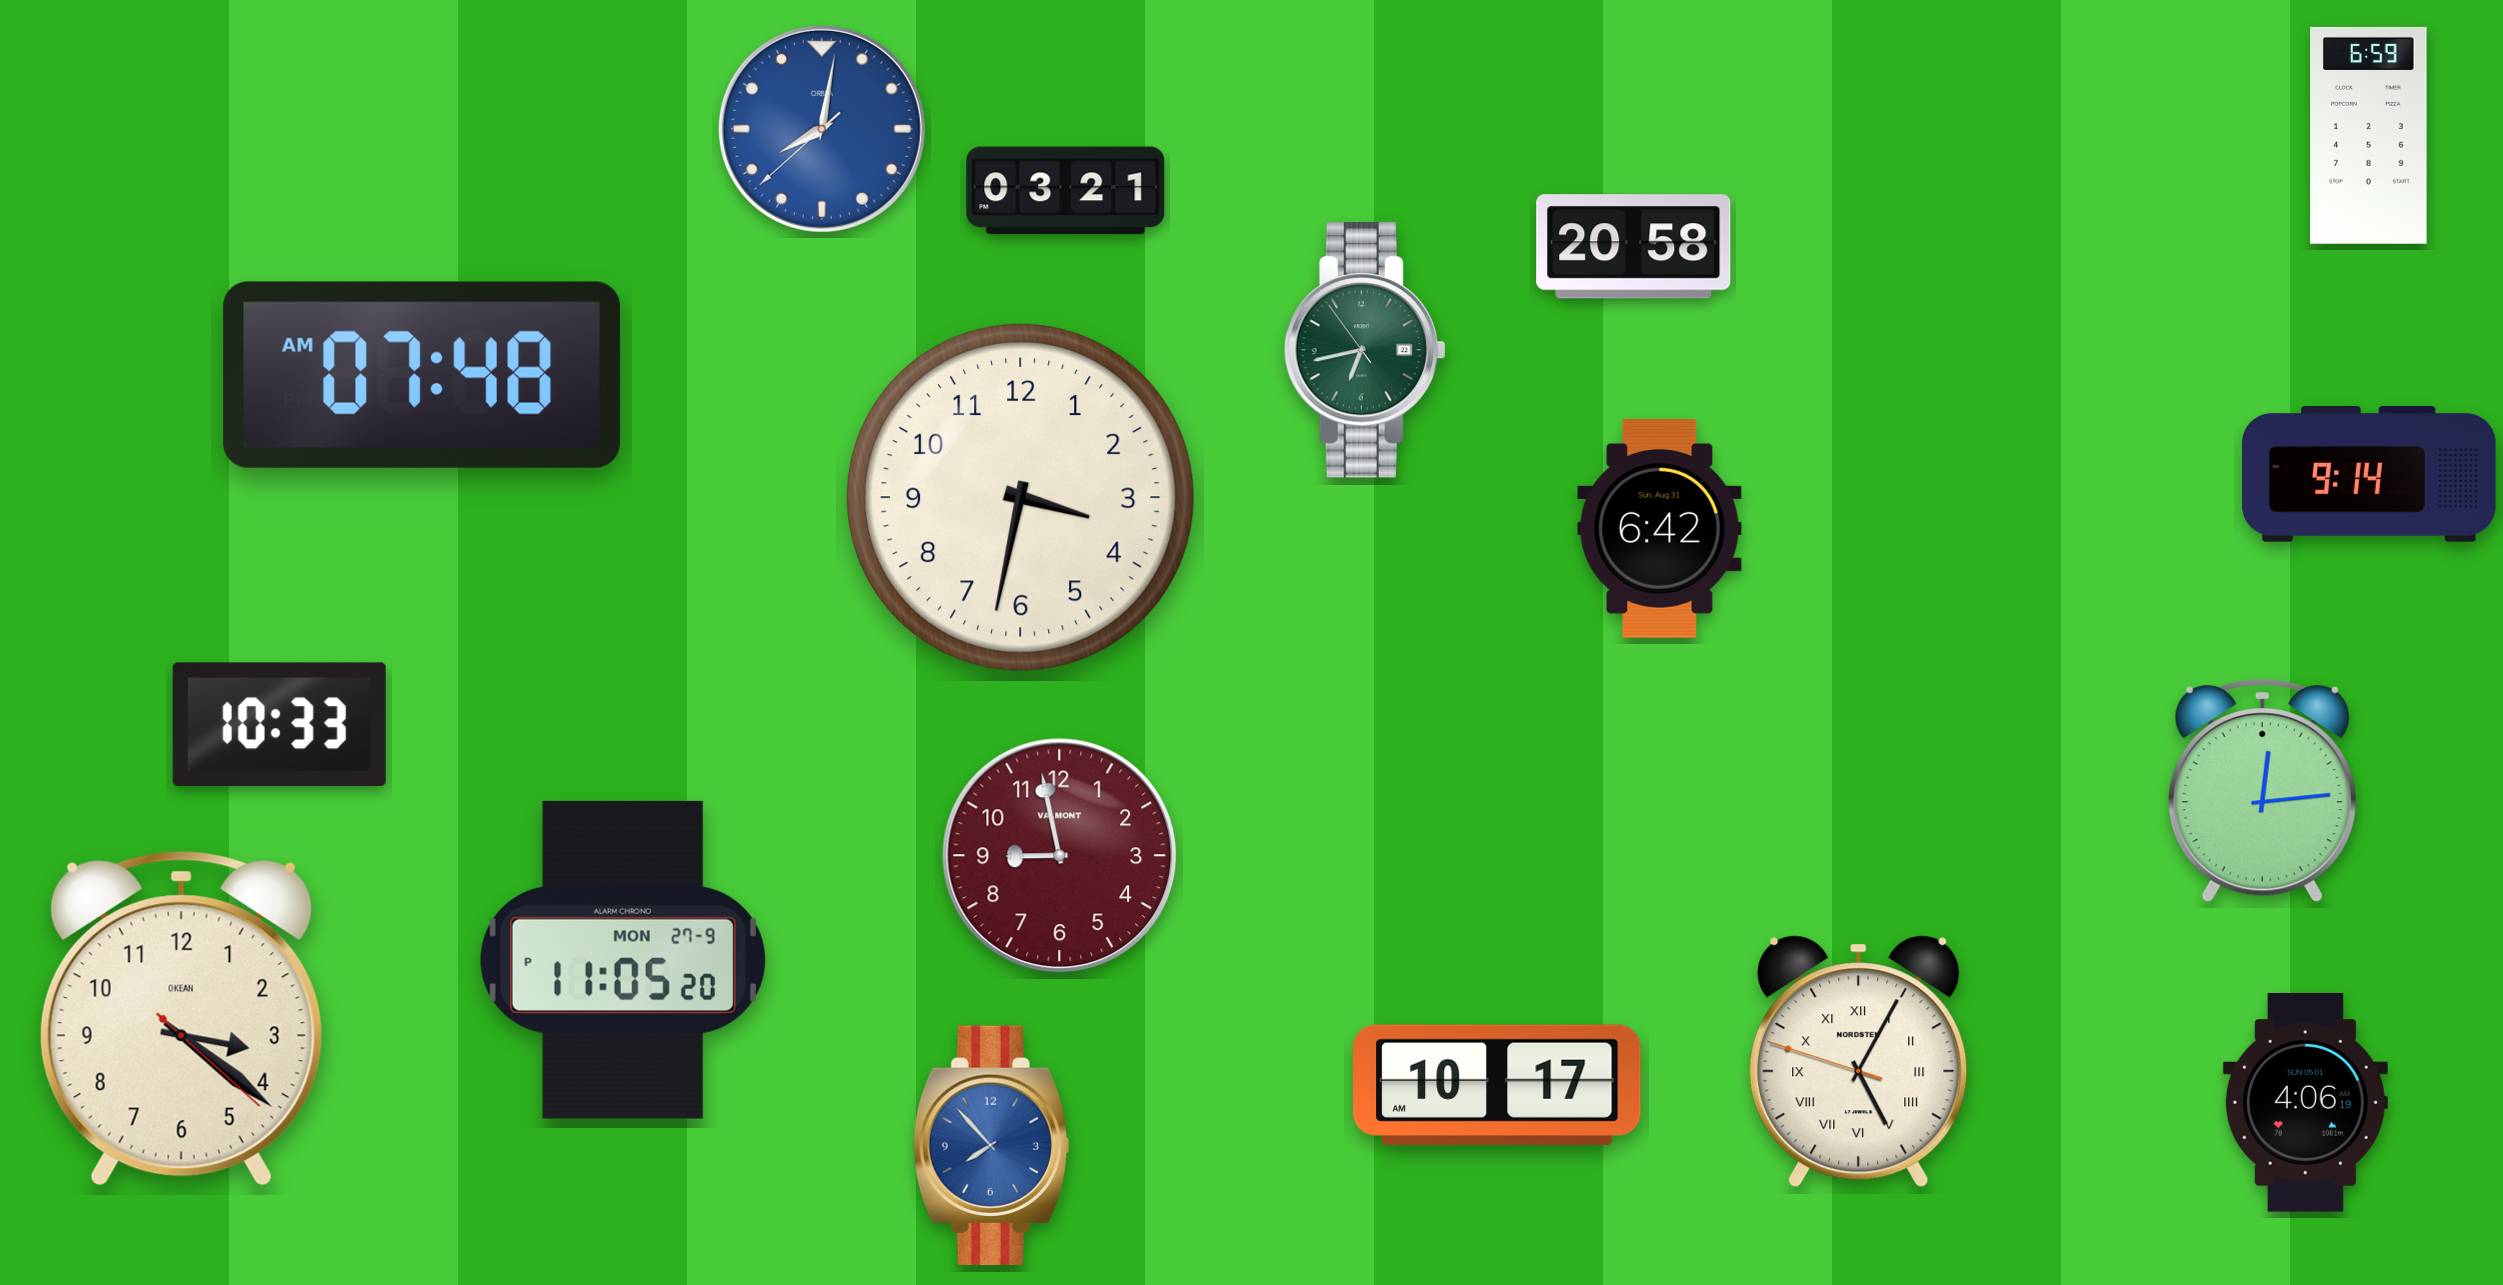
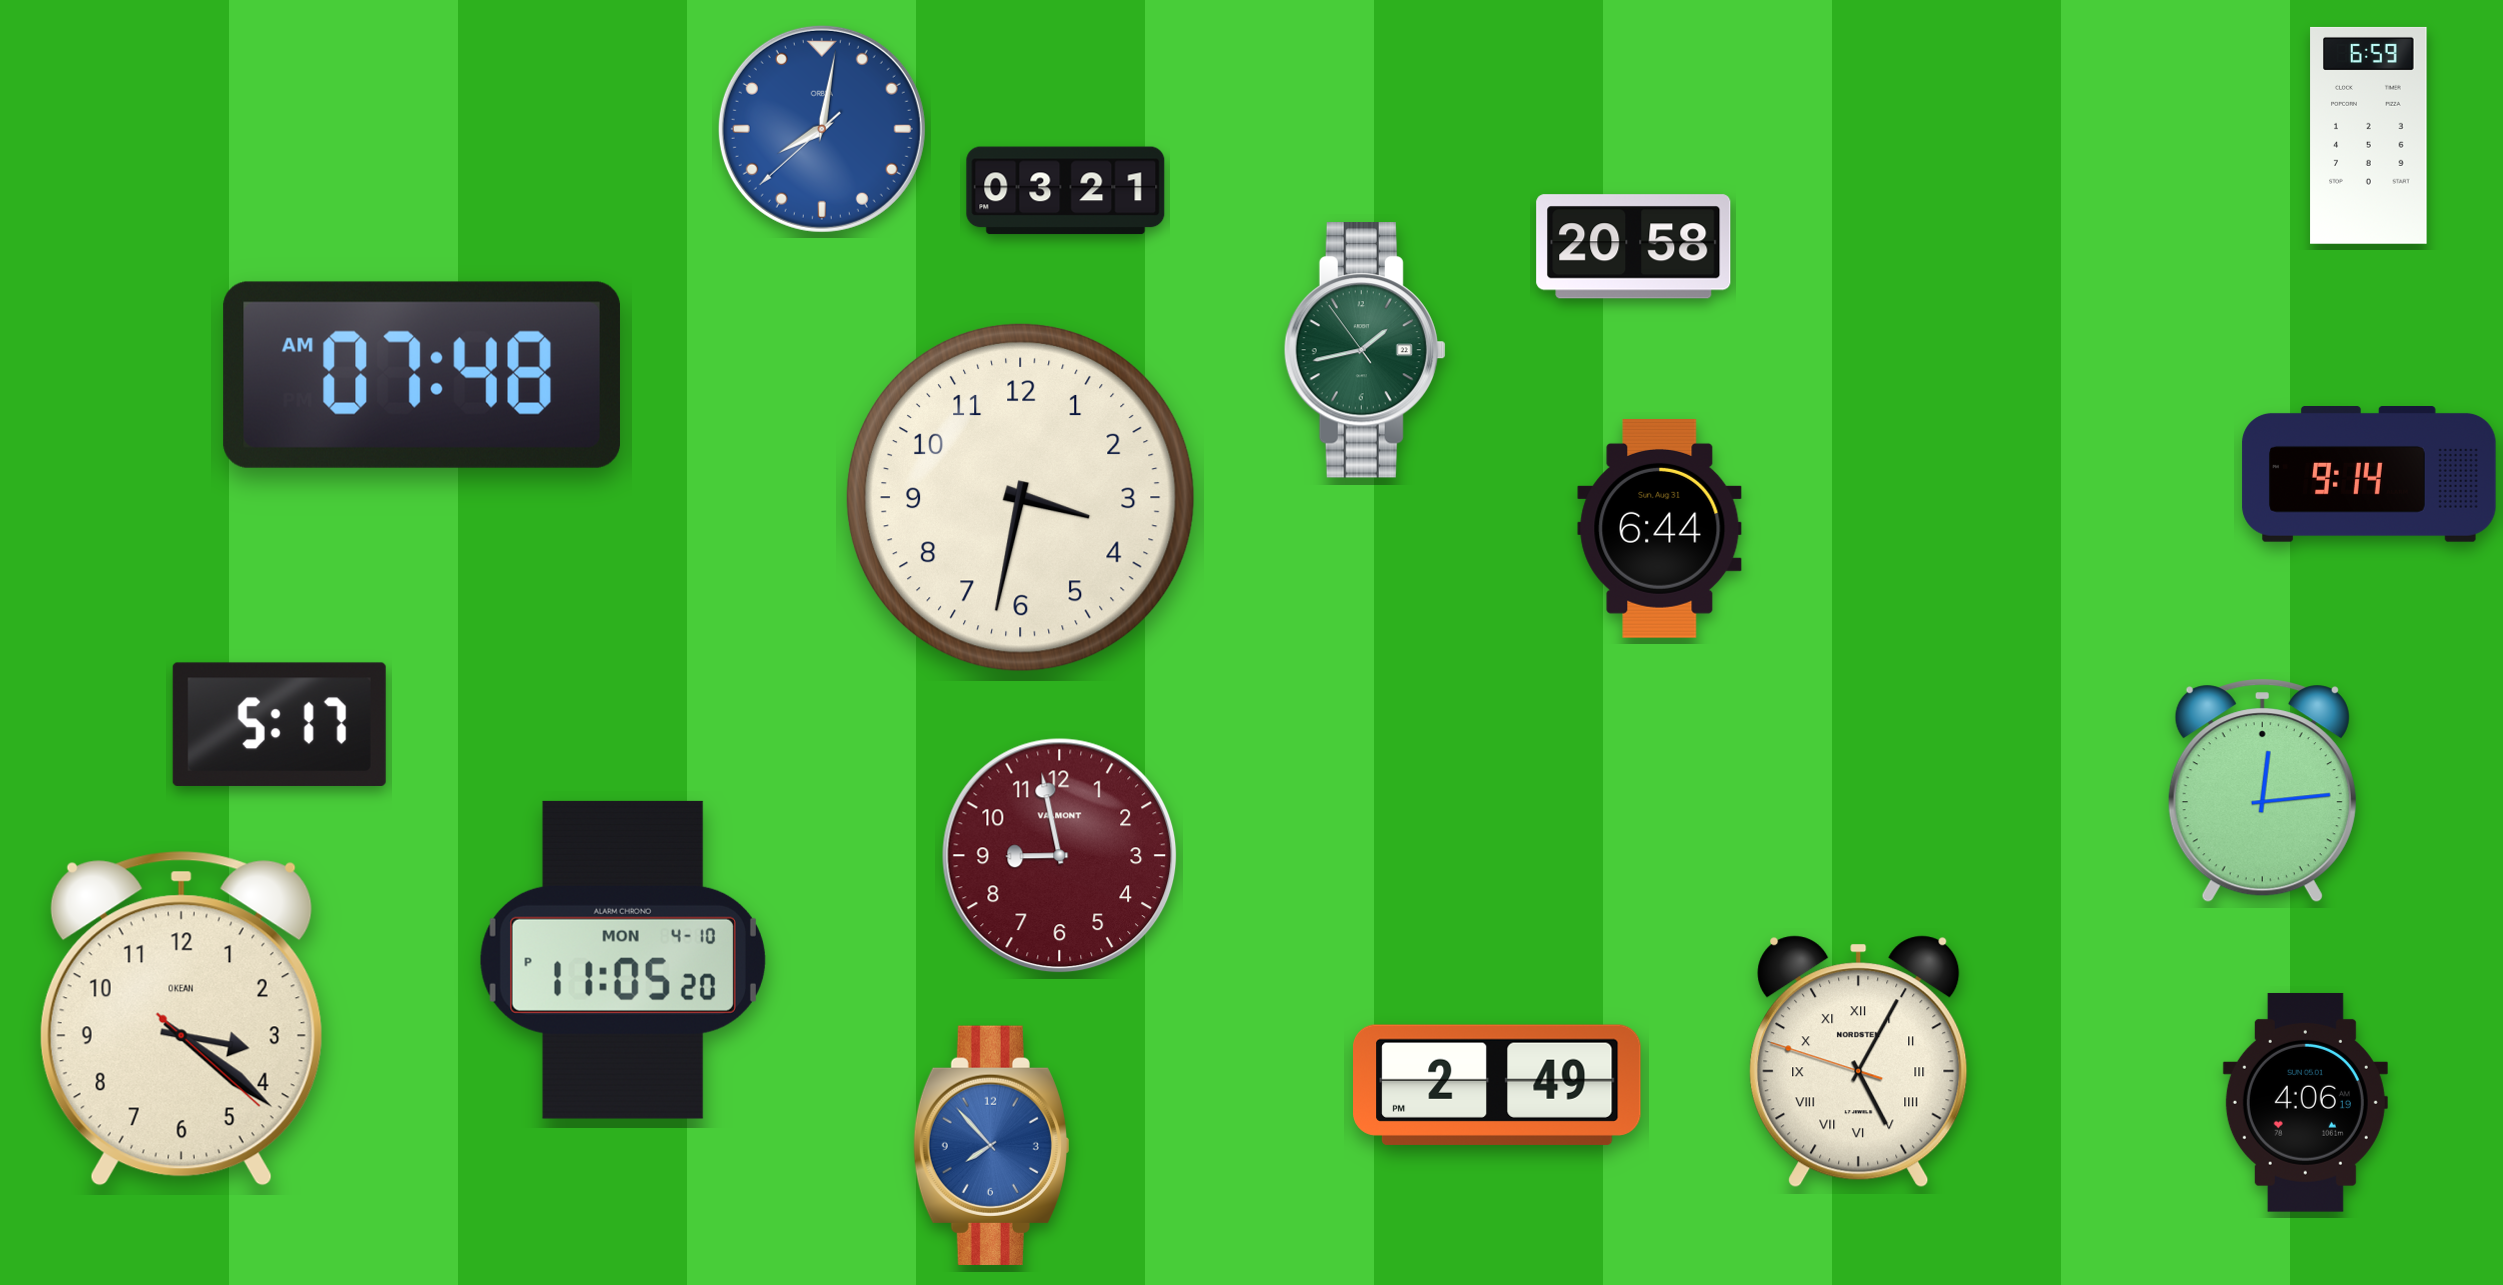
clock at (1365, 350): 6:42 -> 1:42
clock at (1660, 528): 6:42 -> 6:44
clock at (279, 724): 10:33 -> 5:17
clock at (623, 960) date: MON 27-9 -> MON 4-10
clock at (1498, 1085): 10:17 -> 2:49
